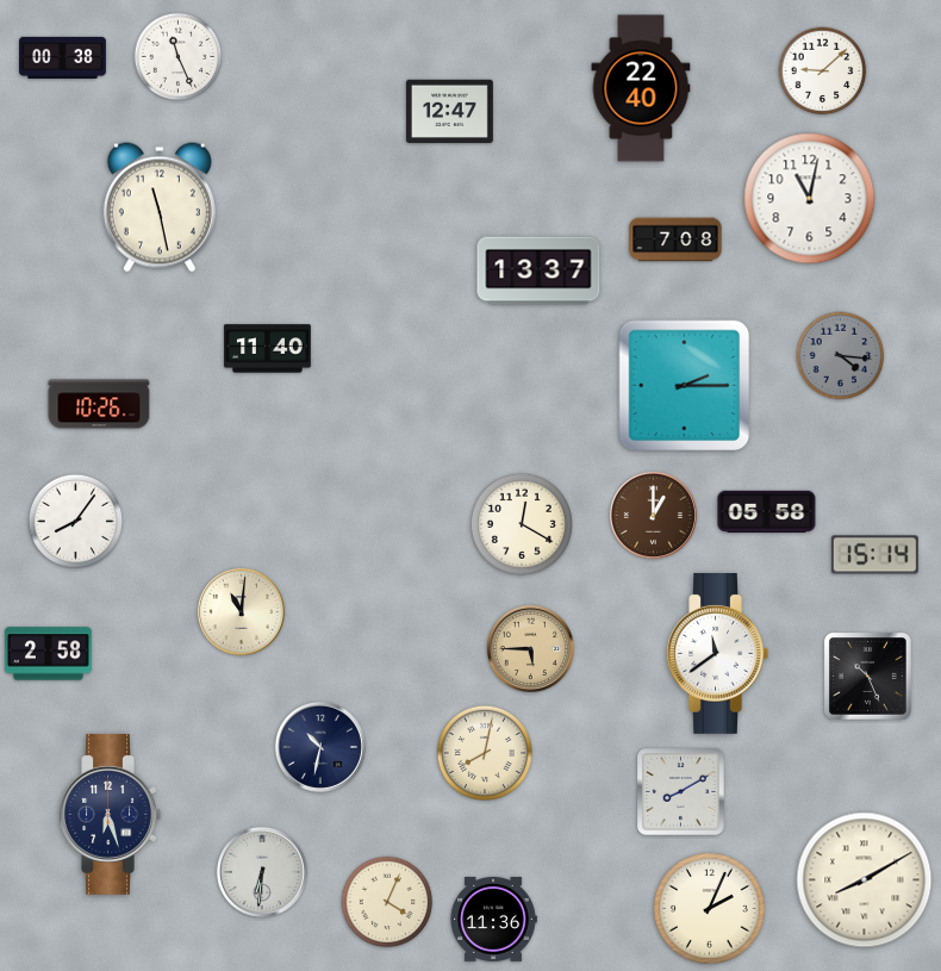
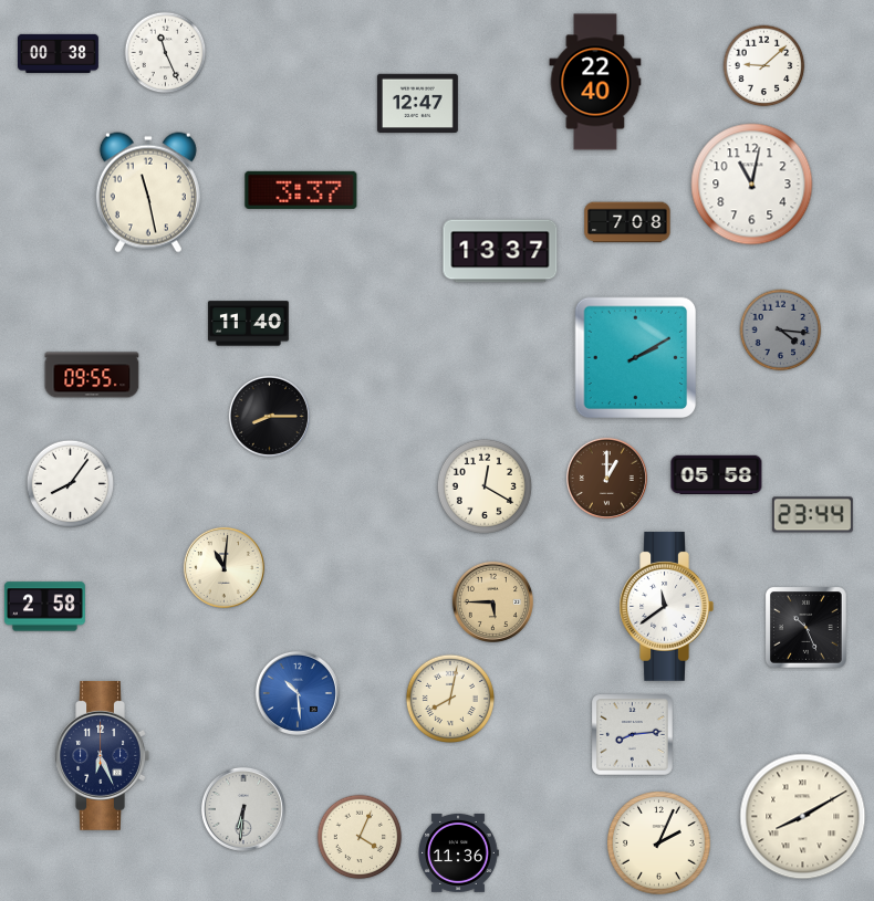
clock at (301, 190): none -> 3:37
clock at (685, 386): 2:15 -> 2:10
clock at (99, 404): 10:26 -> 09:55
clock at (269, 416): none -> 8:15
clock at (767, 511) position: (767, 511) -> (717, 474)
clock at (874, 555): 15:14 -> 23:44
clock at (320, 747): 10:32 -> 10:29
clock at (320, 747) dial: navy -> blue
clock at (681, 792): 8:10 -> 8:14
clock at (110, 814): 6:27 -> 6:26
